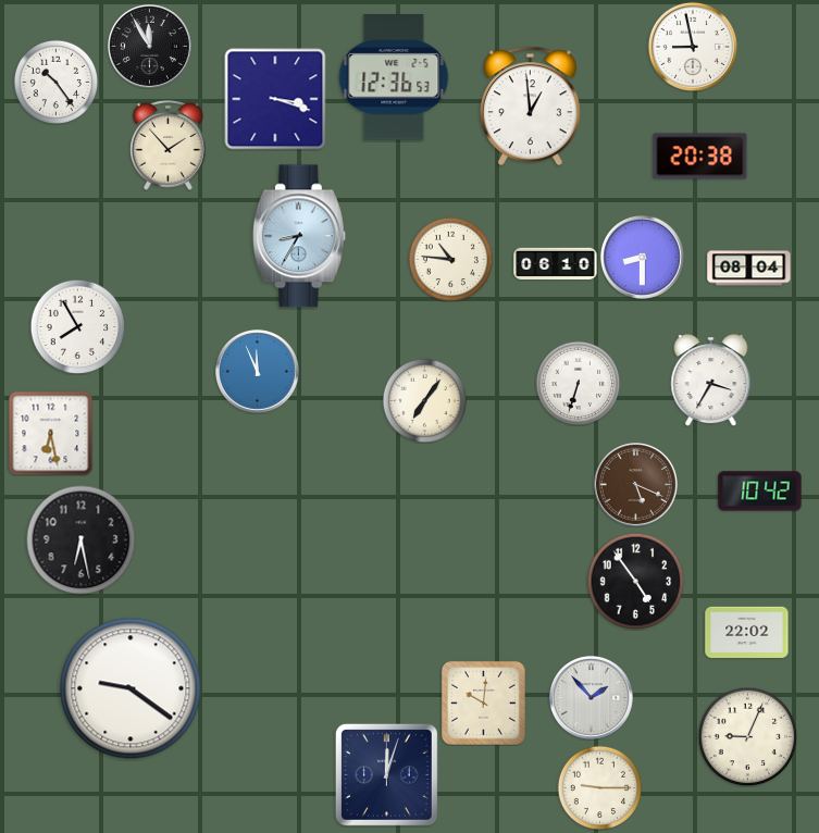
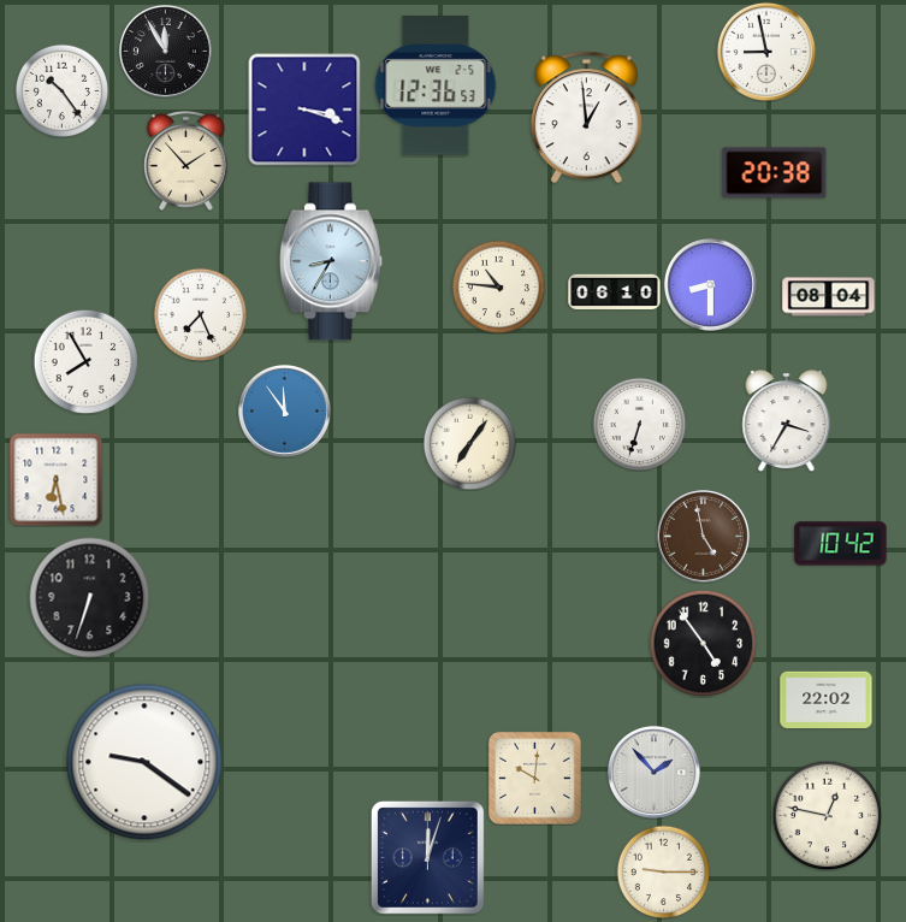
clock at (200, 314): none -> 7:26
clock at (257, 371): 11:56 -> 11:54
clock at (635, 484): 5:19 -> 4:58
clock at (82, 540): 6:28 -> 6:33
clock at (747, 736): 9:04 -> 12:47
